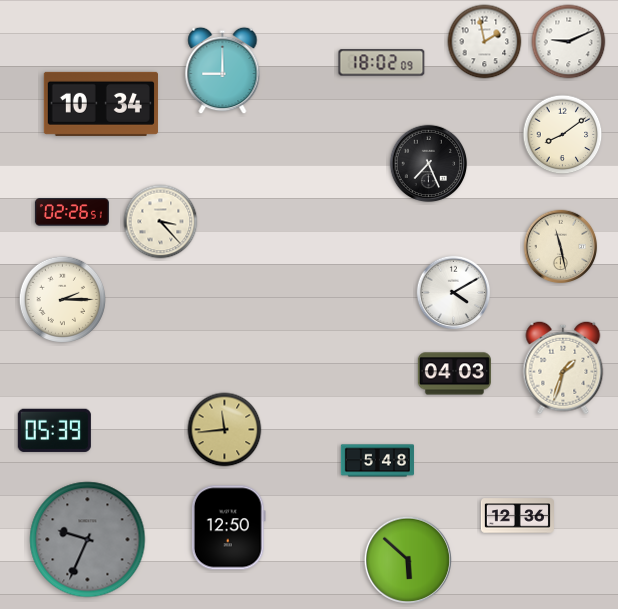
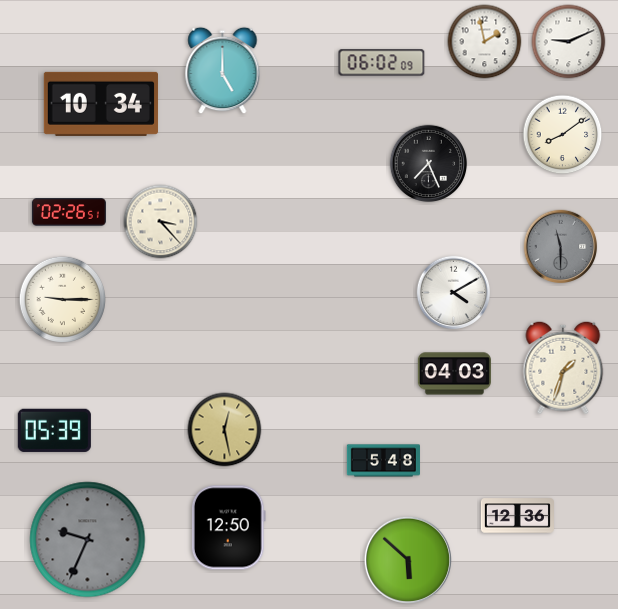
clock at (382, 63): 18:02 -> 06:02
clock at (223, 71): 9:00 -> 5:00
clock at (72, 212) position: (72, 212) -> (69, 212)
clock at (561, 247): 11:28 -> 11:30
clock at (561, 247) dial: cream -> grey
clock at (62, 299): 2:15 -> 9:15
clock at (225, 430): 11:44 -> 12:28
clock at (377, 461) position: (377, 461) -> (383, 461)
